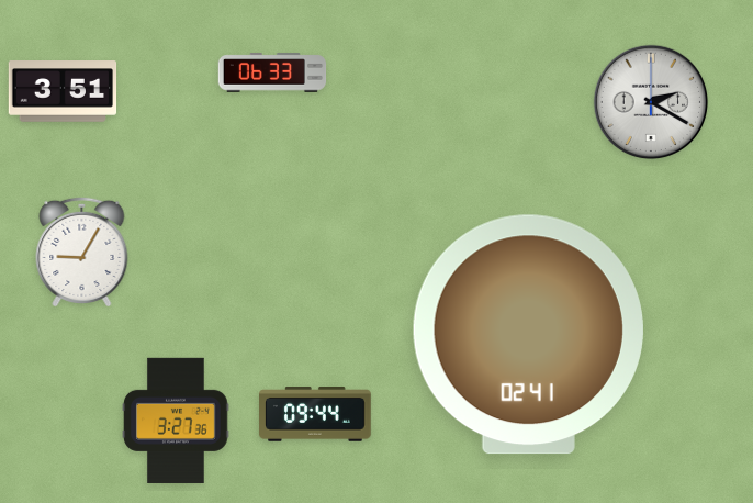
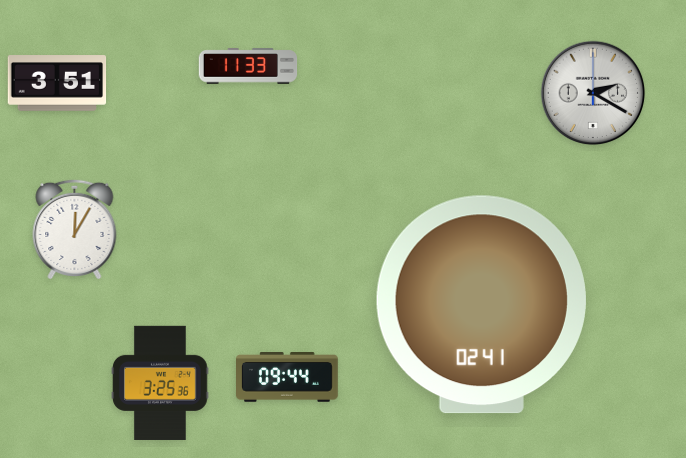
clock at (272, 72): 06:33 -> 11:33
clock at (82, 250): 9:05 -> 12:05
clock at (176, 421): 3:27 -> 3:25
